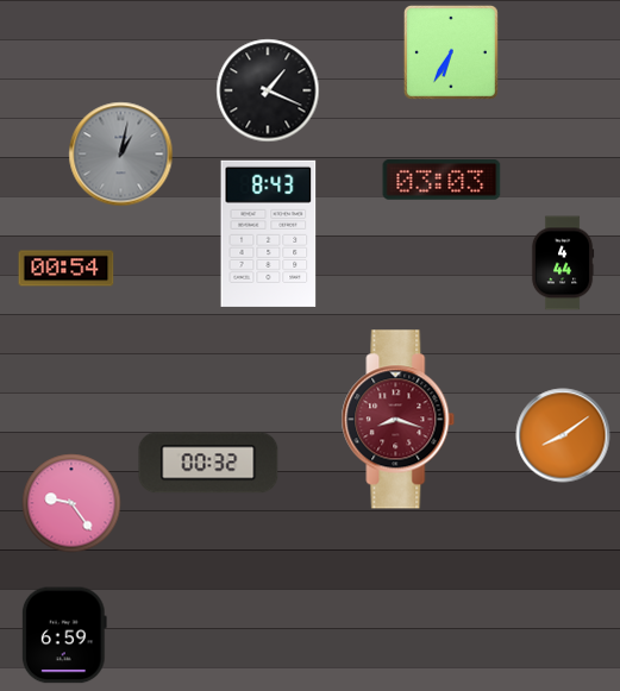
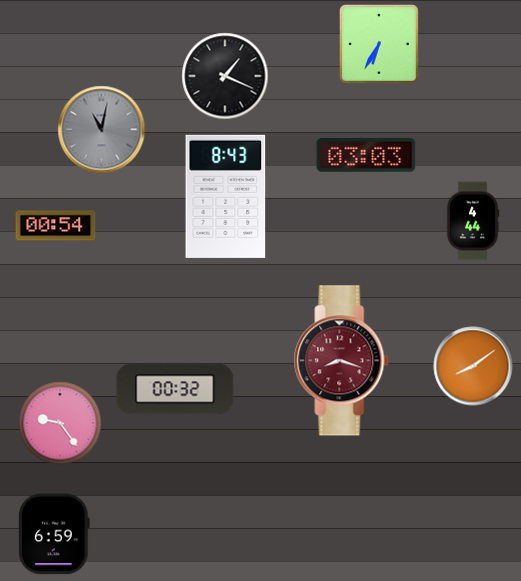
clock at (121, 155): 1:02 -> 11:02
clock at (441, 180) position: (441, 180) -> (366, 155)
clock at (399, 420) position: (399, 420) -> (342, 361)
